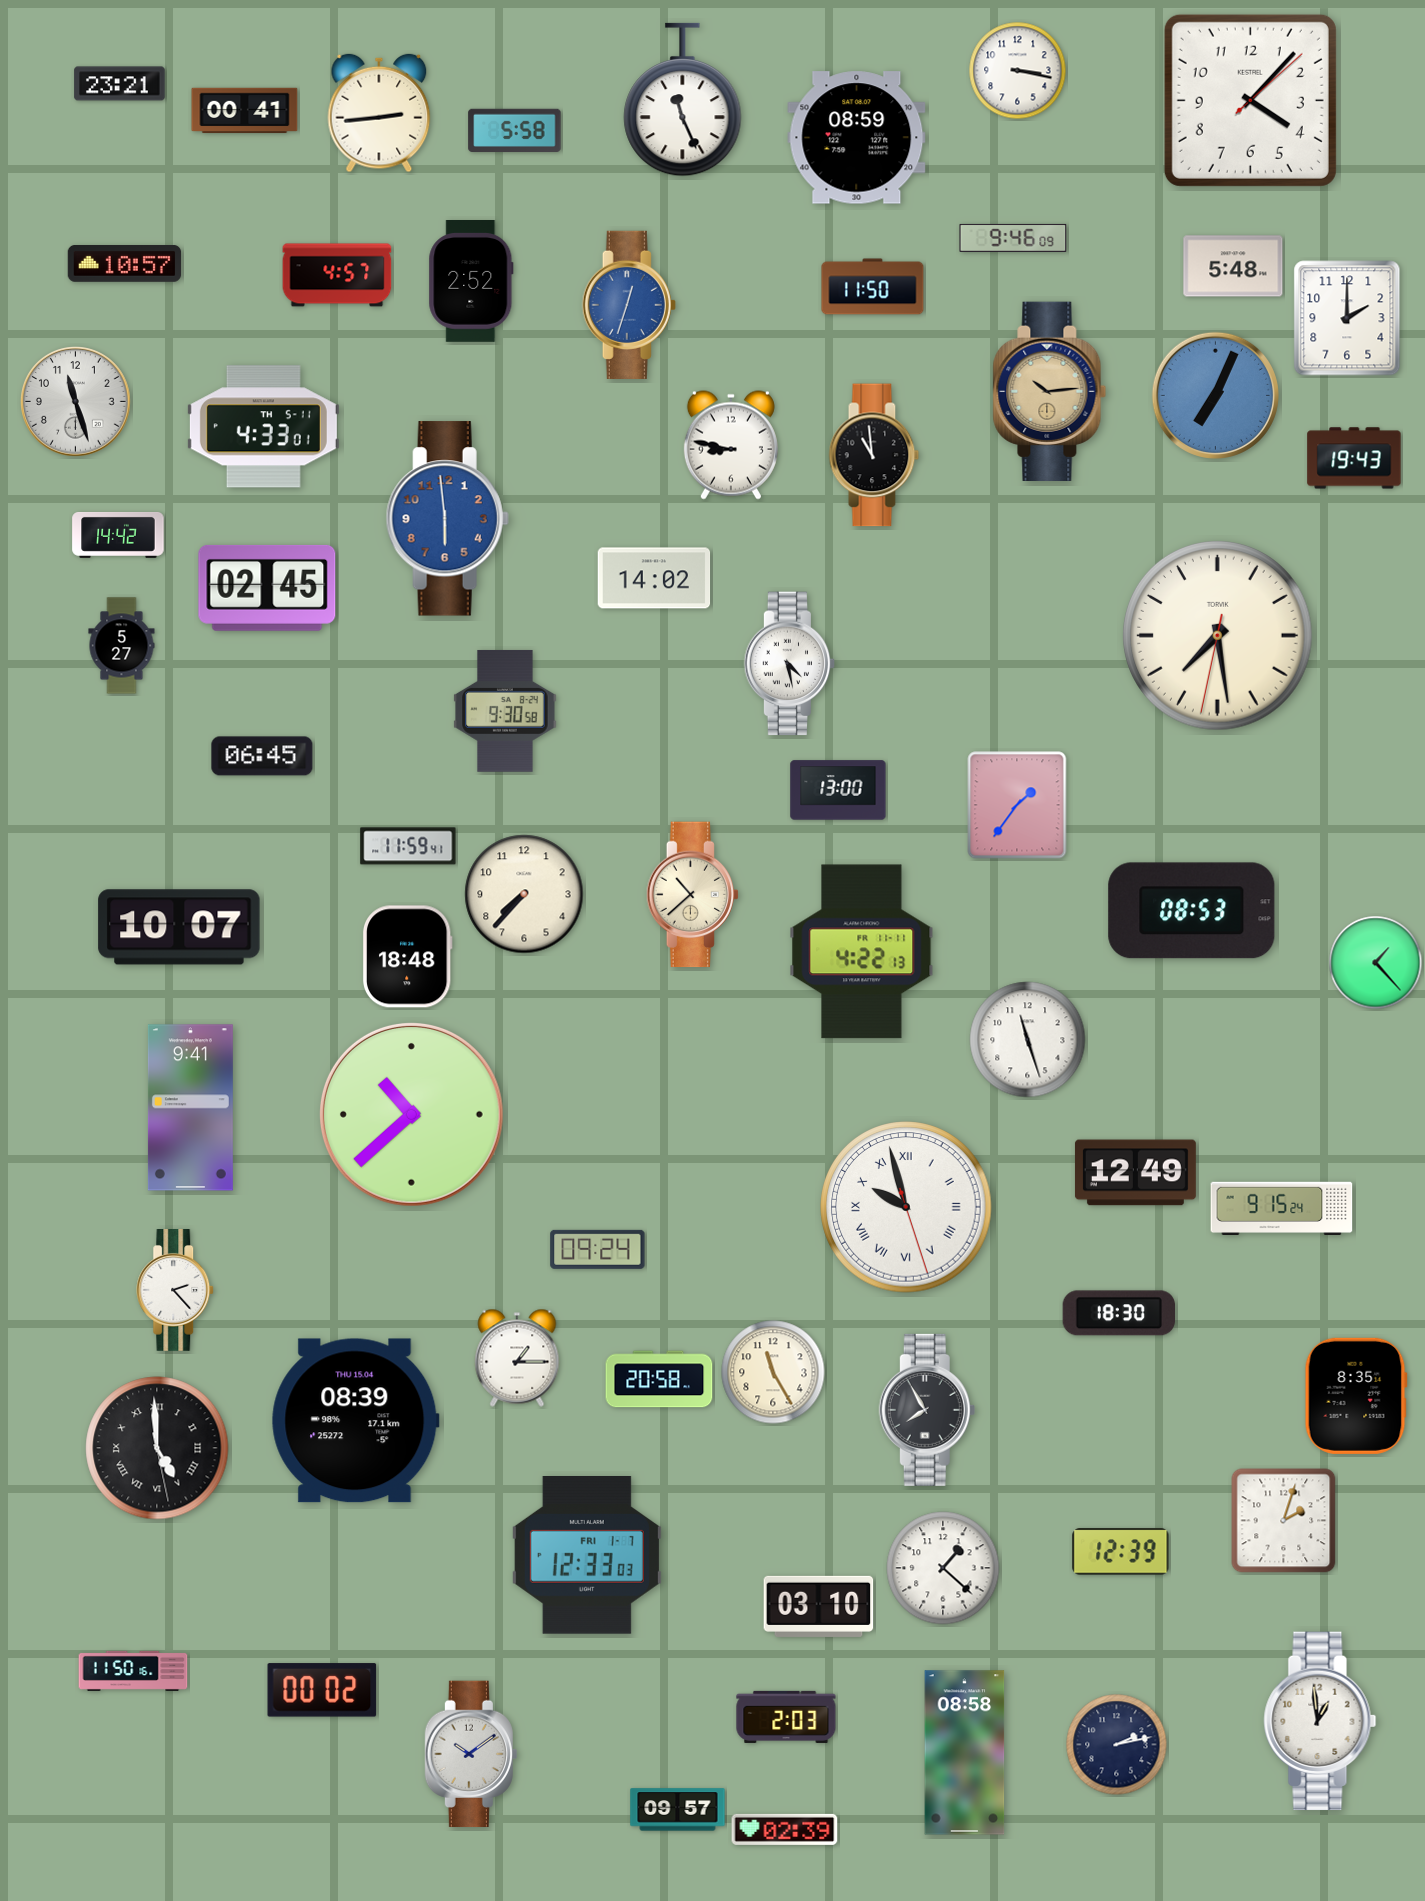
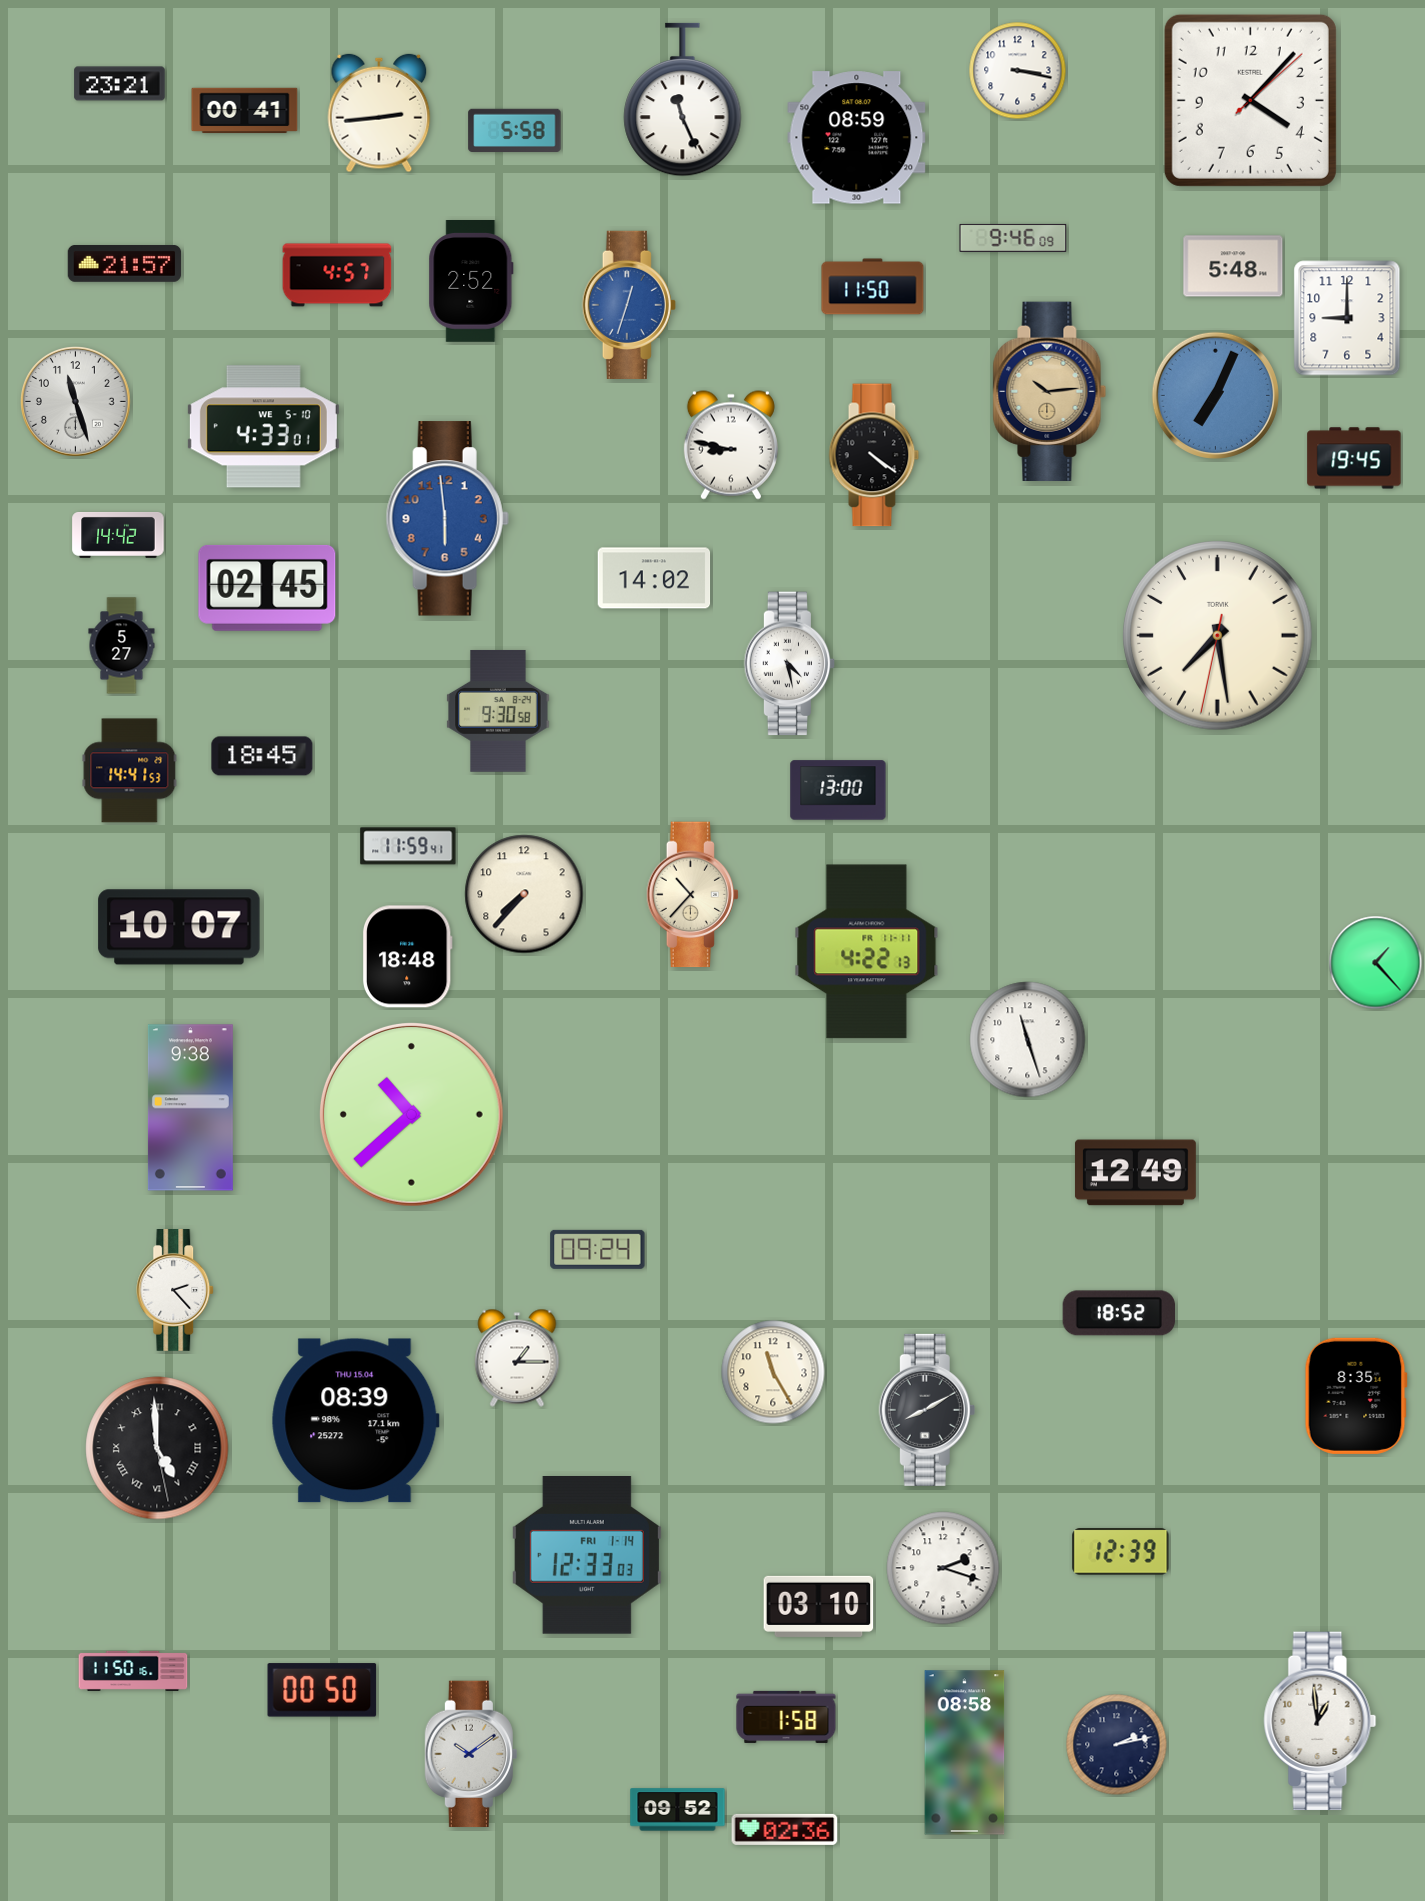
clock at (125, 264): 10:57 -> 21:57
clock at (1347, 318): 2:00 -> 9:00
clock at (263, 427) date: TH 5-11 -> WE 5-10
clock at (874, 455): 10:59 -> 4:21
clock at (1354, 458): 19:43 -> 19:45
clock at (505, 711) position: (505, 711) -> (498, 711)
clock at (262, 756): 06:45 -> 18:45
clock at (130, 771): none -> 14:41
clock at (1017, 805): 1:36 -> none
clock at (692, 895): 10:38 -> 10:37
clock at (1192, 911): 08:53 -> none
clock at (862, 952) position: (862, 952) -> (867, 952)
clock at (190, 1108): 9:41 -> 9:38
clock at (906, 1207): 9:57 -> none
clock at (1282, 1209): 9:15 -> none
clock at (1118, 1313): 18:30 -> 18:52
clock at (659, 1379): 20:58 -> none
clock at (927, 1410): 7:55 -> 8:10
clock at (1284, 1521): 2:03 -> none
clock at (587, 1556) date: FRI 1-7 -> FRI 1-14
clock at (943, 1568): 1:22 -> 2:18
clock at (322, 1690): 00:02 -> 00:50
clock at (786, 1717): 2:03 -> 1:58
clock at (678, 1810): 09:57 -> 09:52
clock at (785, 1829): 02:39 -> 02:36
